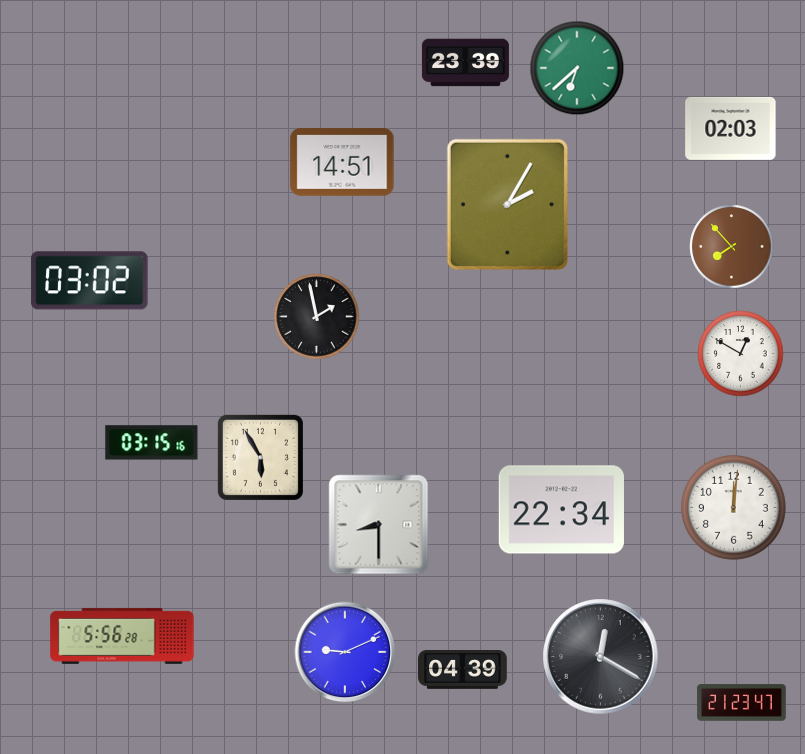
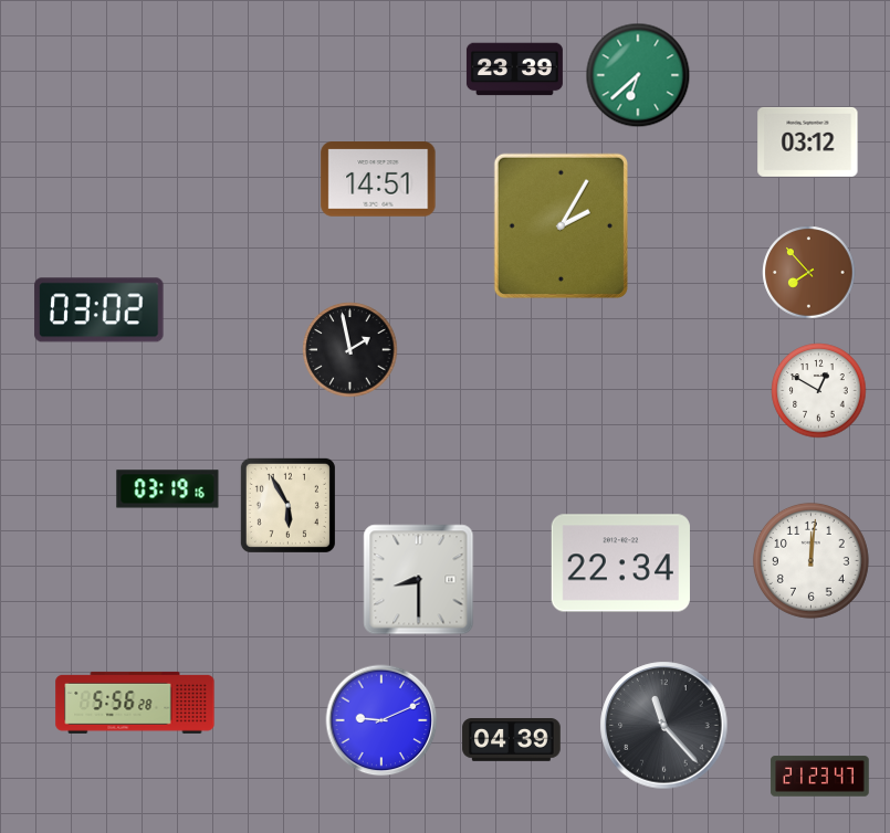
clock at (731, 128): 02:03 -> 03:12
clock at (152, 443): 03:15 -> 03:19
clock at (601, 657): 12:20 -> 11:23
